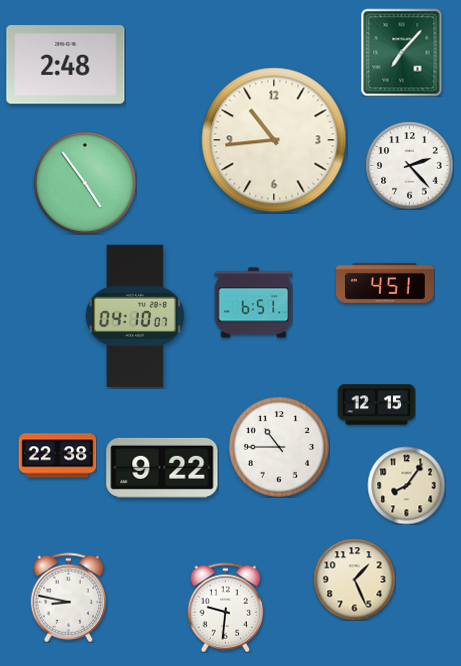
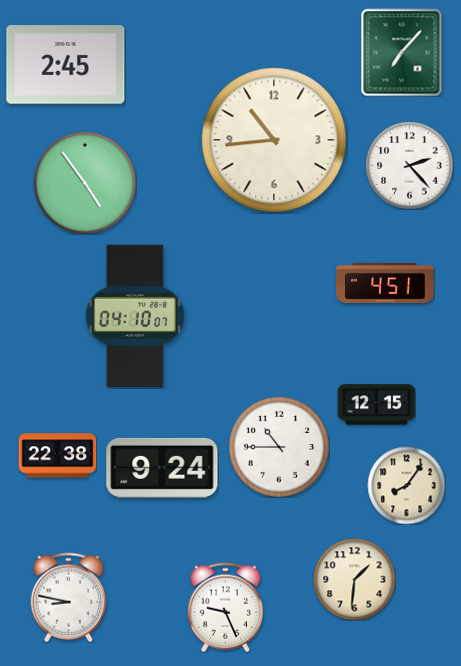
clock at (66, 65): 2:48 -> 2:45
clock at (253, 303): 6:51 -> none
clock at (162, 468): 9:22 -> 9:24
clock at (354, 579): 1:26 -> 1:31
clock at (226, 607): 9:31 -> 9:26
